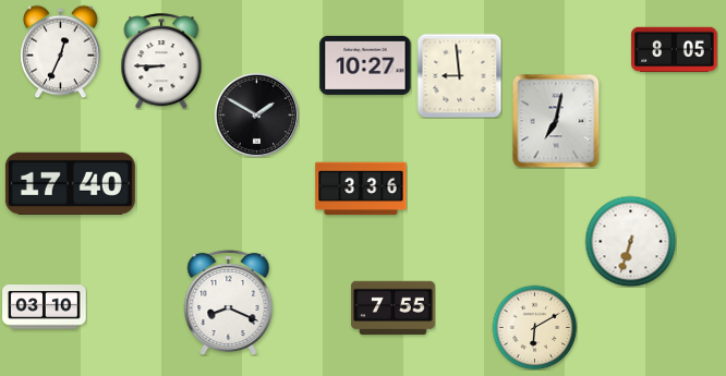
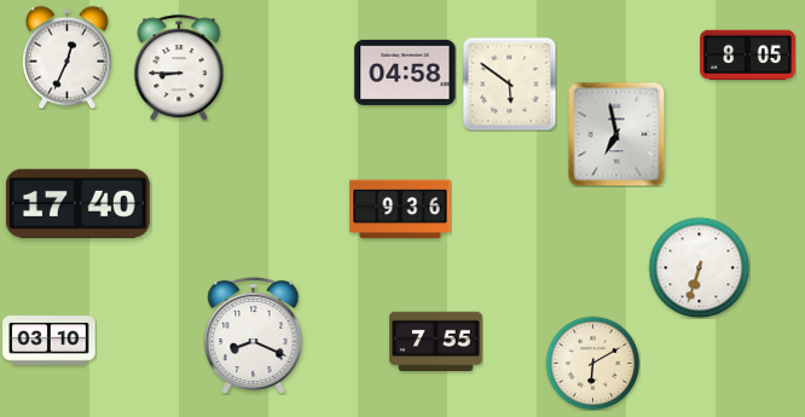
clock at (365, 65): 10:27 -> 04:58
clock at (459, 75): 8:59 -> 5:51
clock at (256, 114): 1:50 -> none
clock at (556, 121): 7:02 -> 6:58
clock at (361, 189): 3:36 -> 9:36
